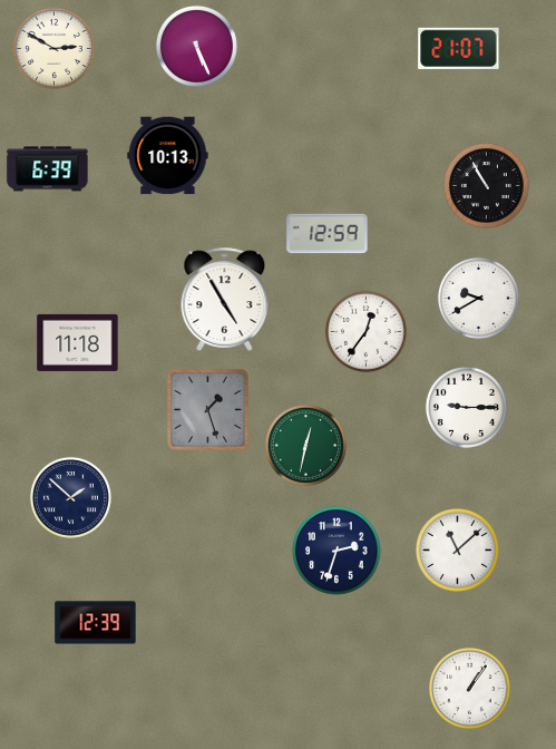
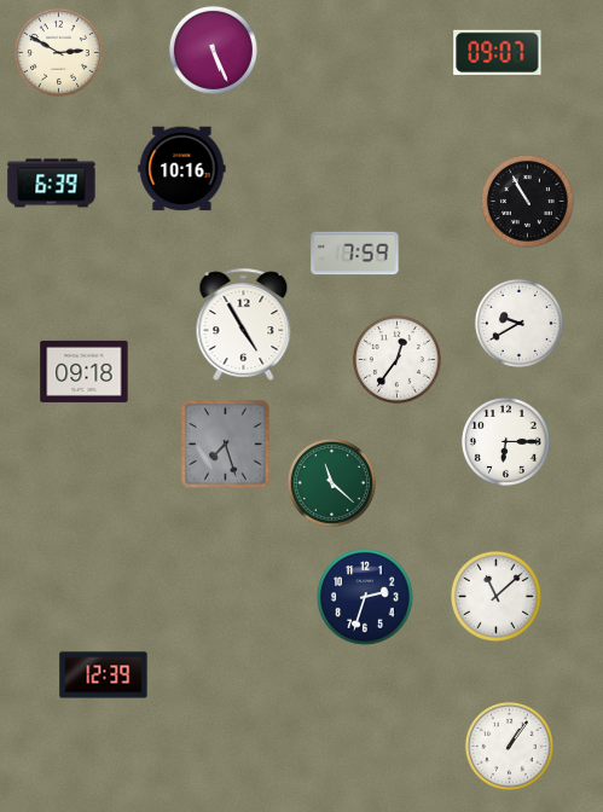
clock at (459, 48): 21:07 -> 09:07
clock at (168, 156): 10:13 -> 10:16
clock at (328, 234): 12:59 -> 7:59
clock at (78, 342): 11:18 -> 09:18
clock at (466, 407): 9:15 -> 6:15
clock at (208, 410): 1:27 -> 7:27
clock at (305, 445): 12:32 -> 11:22
clock at (70, 497): 1:52 -> none
